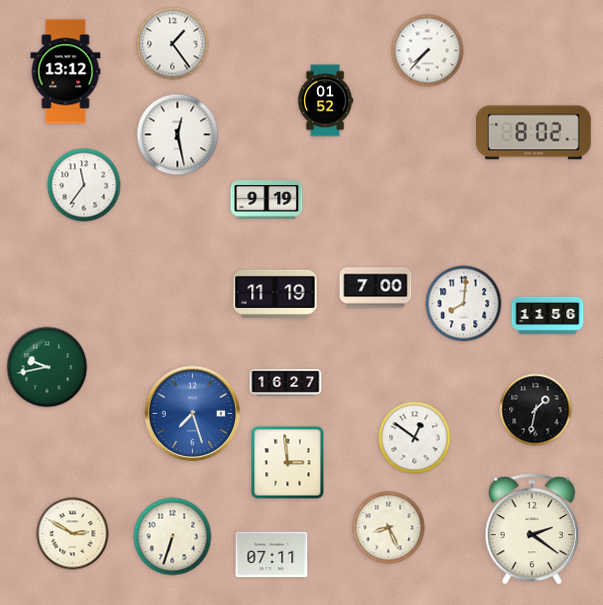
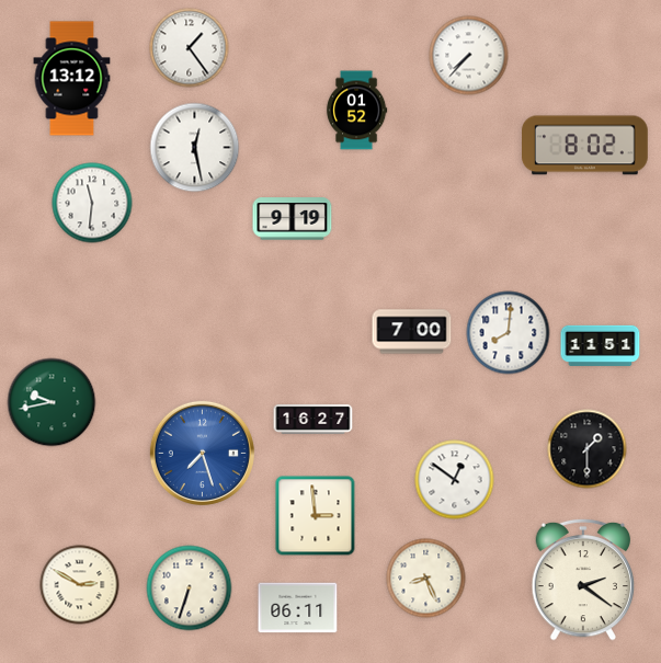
clock at (84, 185): 11:36 -> 11:31
clock at (376, 288) position: (376, 288) -> (412, 332)
clock at (275, 294): 11:19 -> none
clock at (548, 315): 11:56 -> 11:51
clock at (536, 410): 1:32 -> 1:30
clock at (192, 413) position: (192, 413) -> (202, 453)
clock at (288, 463) position: (288, 463) -> (316, 516)
clock at (272, 555): 07:11 -> 06:11
